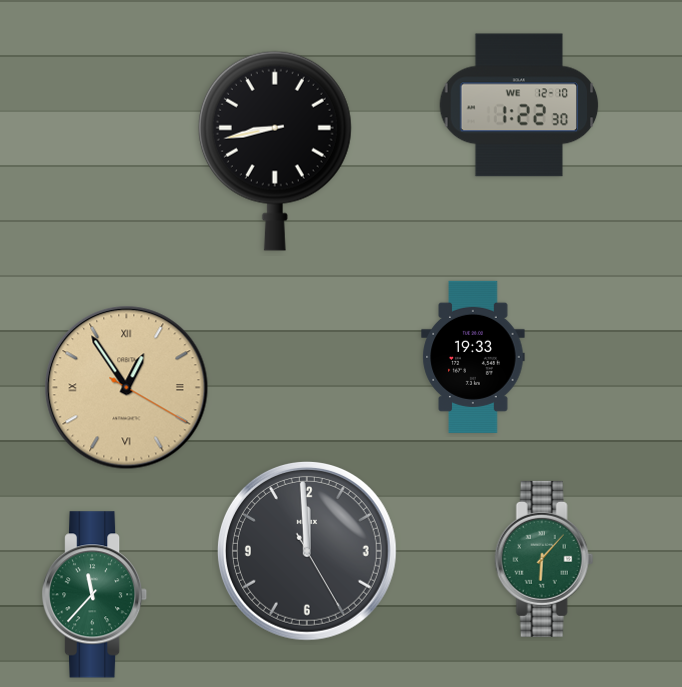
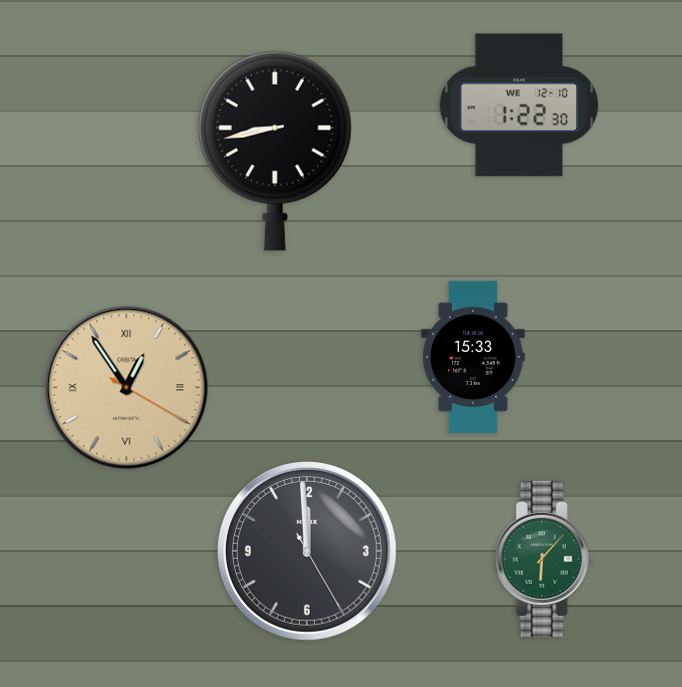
clock at (473, 357): 19:33 -> 15:33
clock at (96, 595): 11:37 -> none
